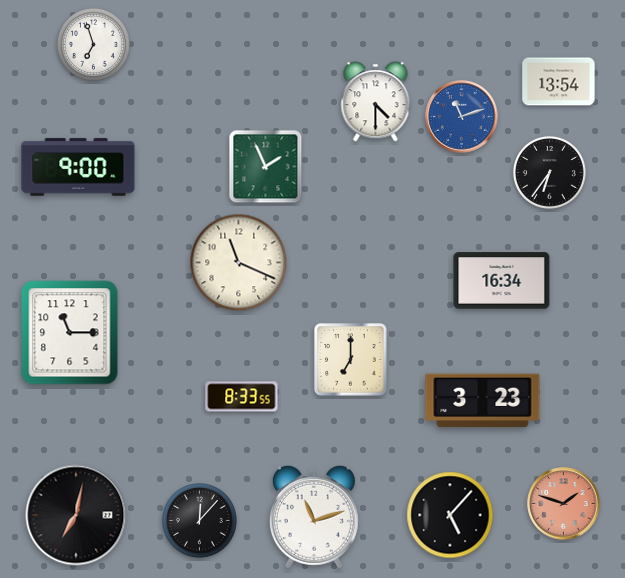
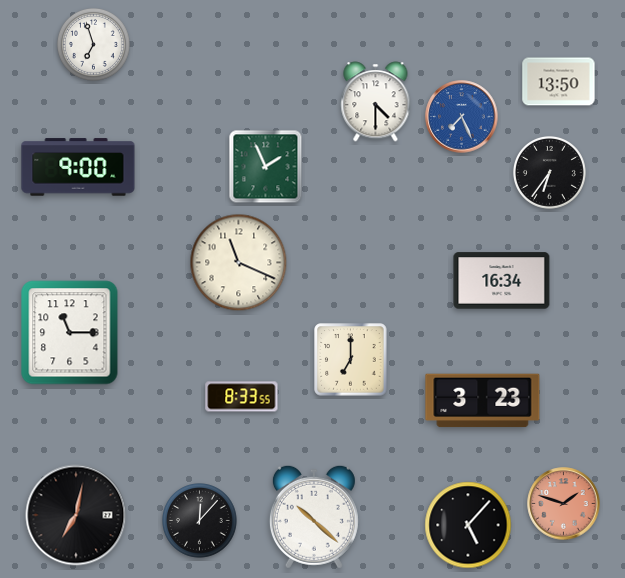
clock at (559, 82): 13:54 -> 13:50
clock at (462, 117): 11:12 -> 7:26
clock at (450, 515) position: (450, 515) -> (468, 525)
clock at (314, 517): 11:12 -> 10:22
